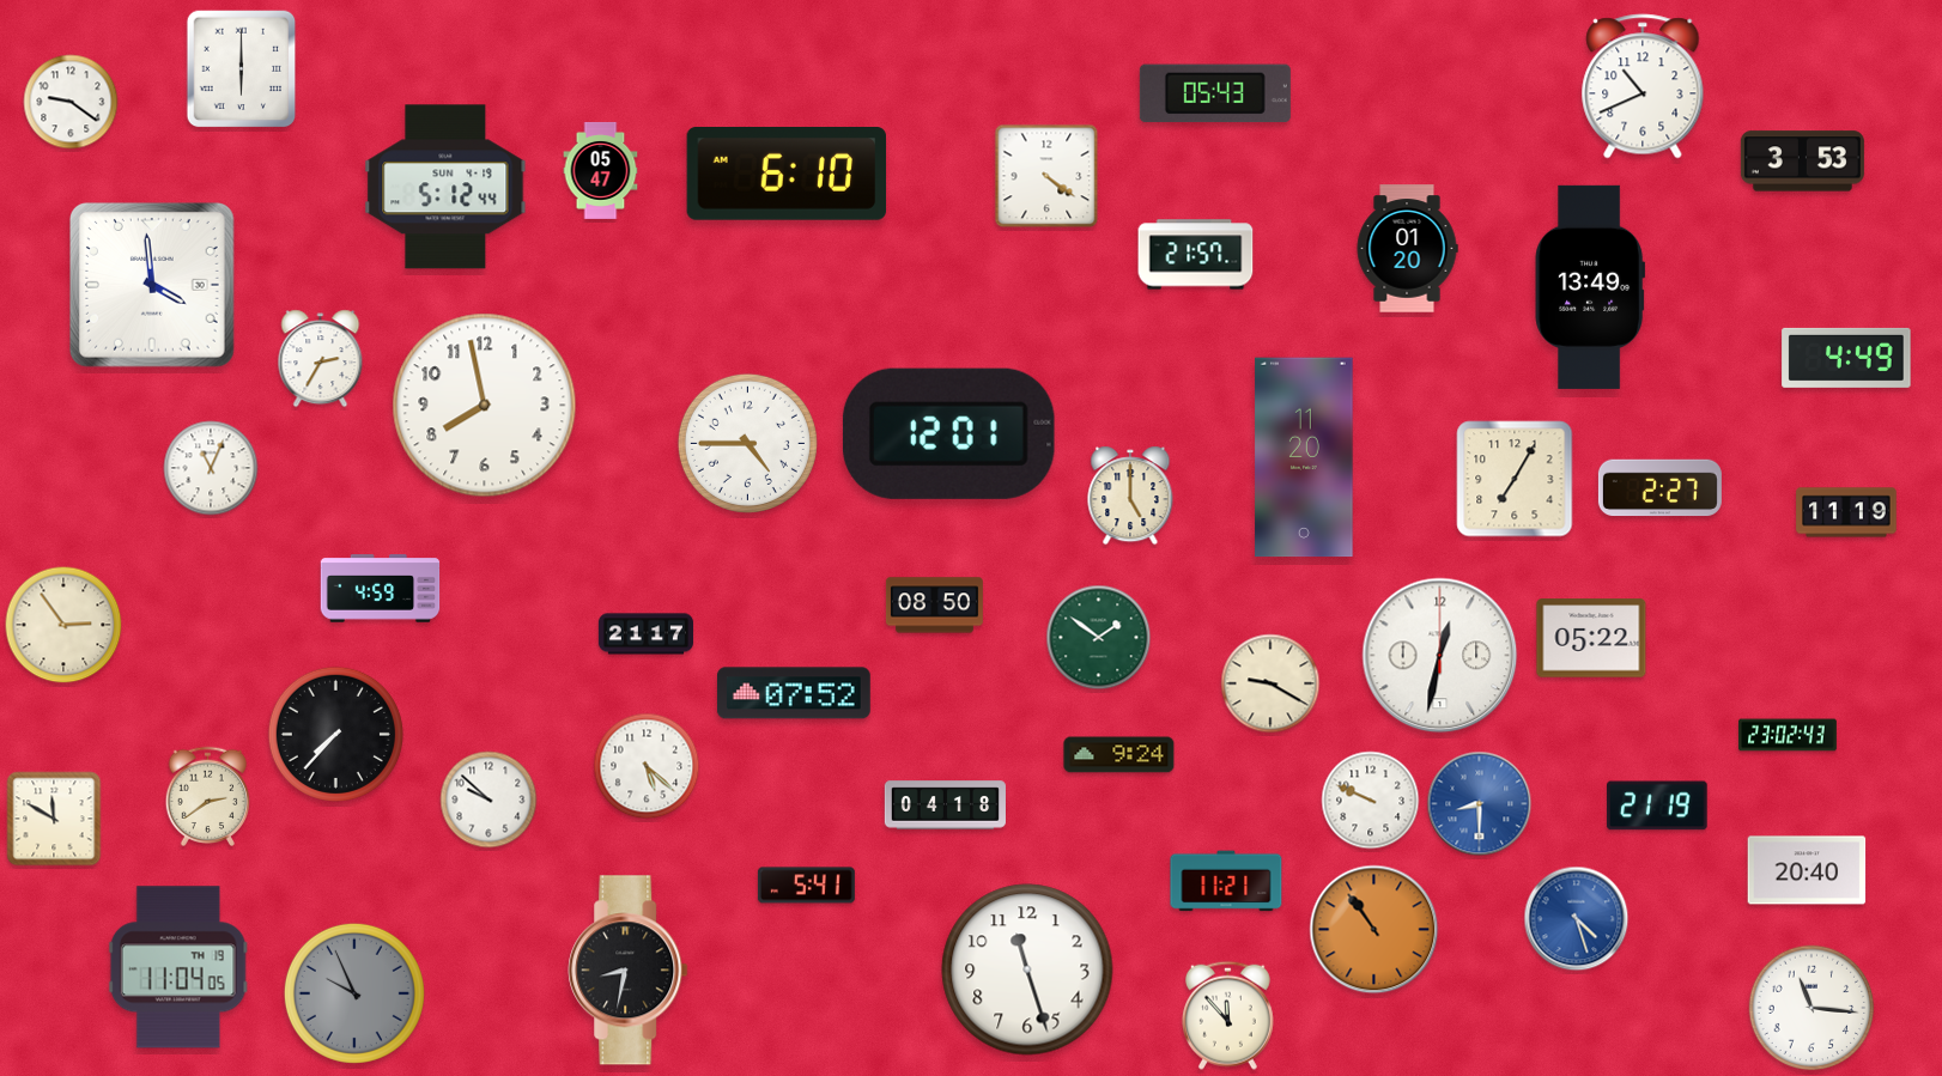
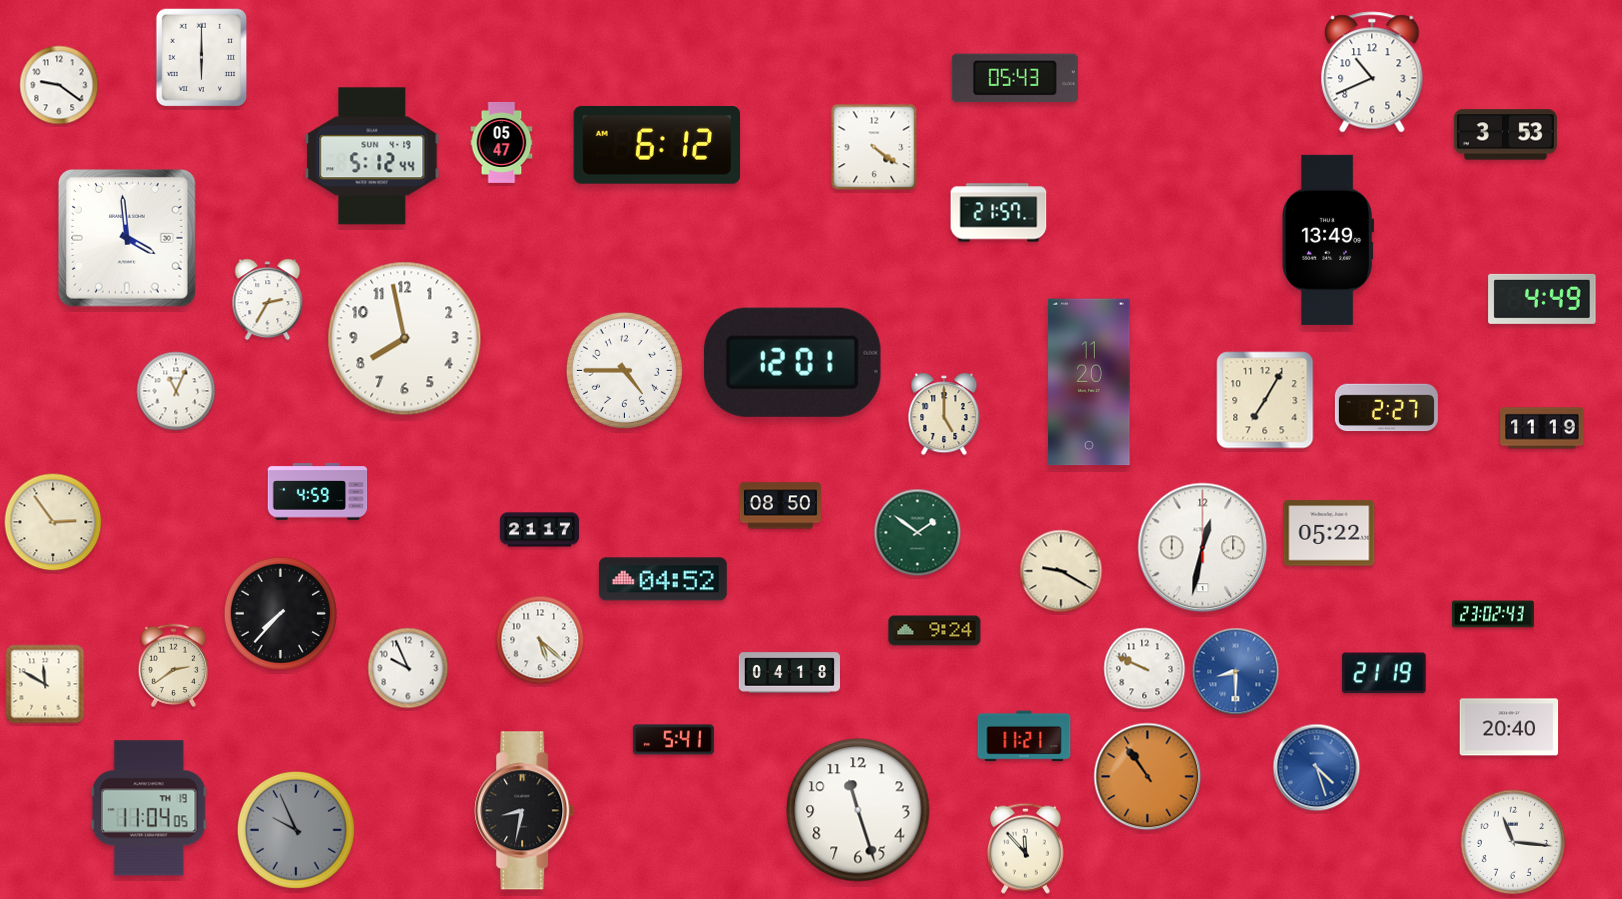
clock at (787, 175): 6:10 -> 6:12
clock at (1407, 249): 01:20 -> none
clock at (794, 693): 07:52 -> 04:52
clock at (488, 800): 9:52 -> 9:56
